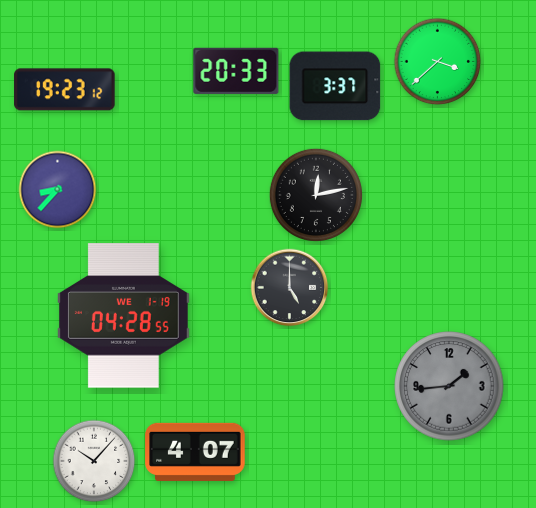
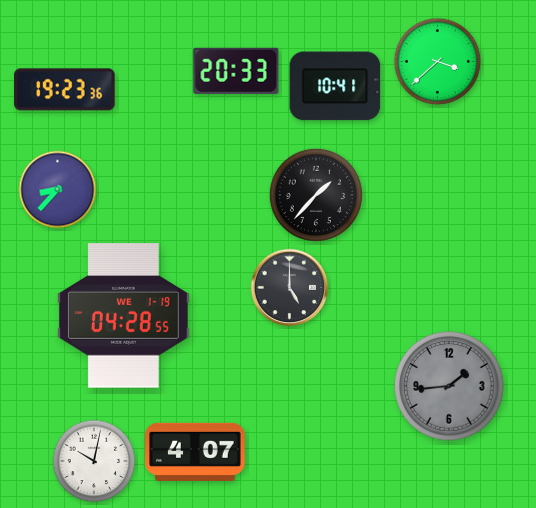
clock at (335, 86): 3:37 -> 10:41
clock at (65, 90): 19:23:12 -> 19:23:36
clock at (316, 195): 12:13 -> 1:37
clock at (94, 461): 10:07 -> 10:02
